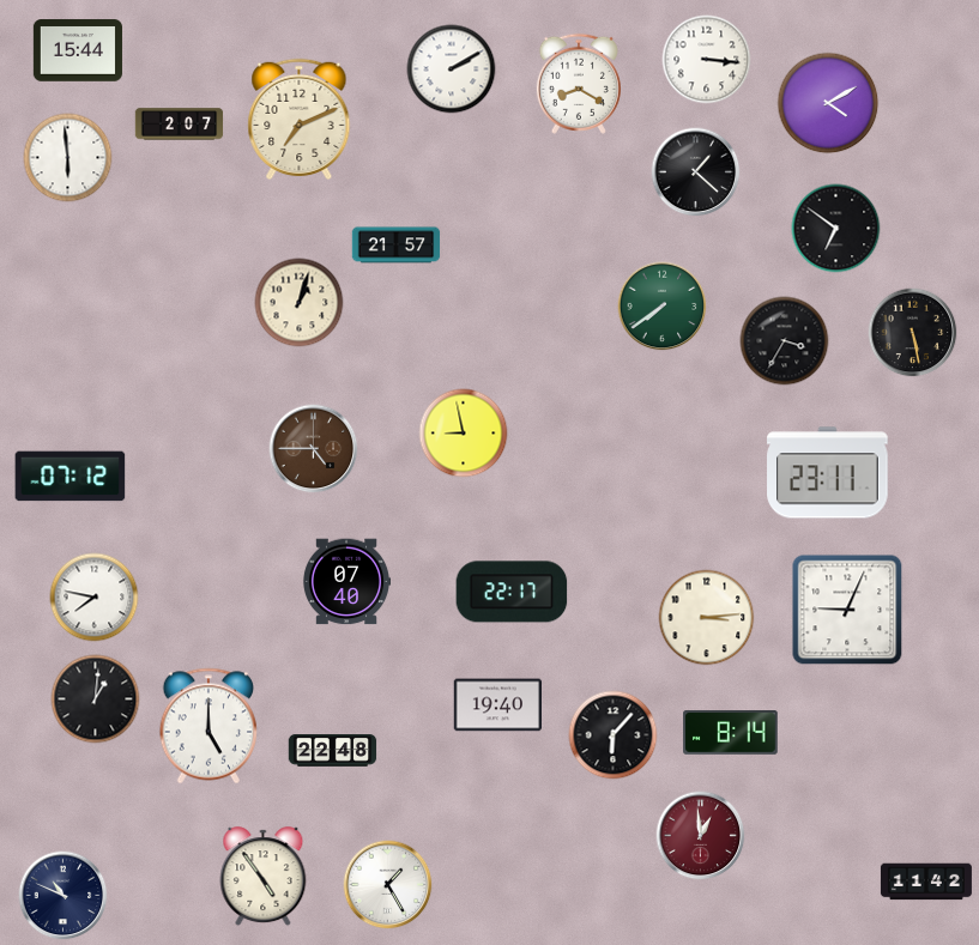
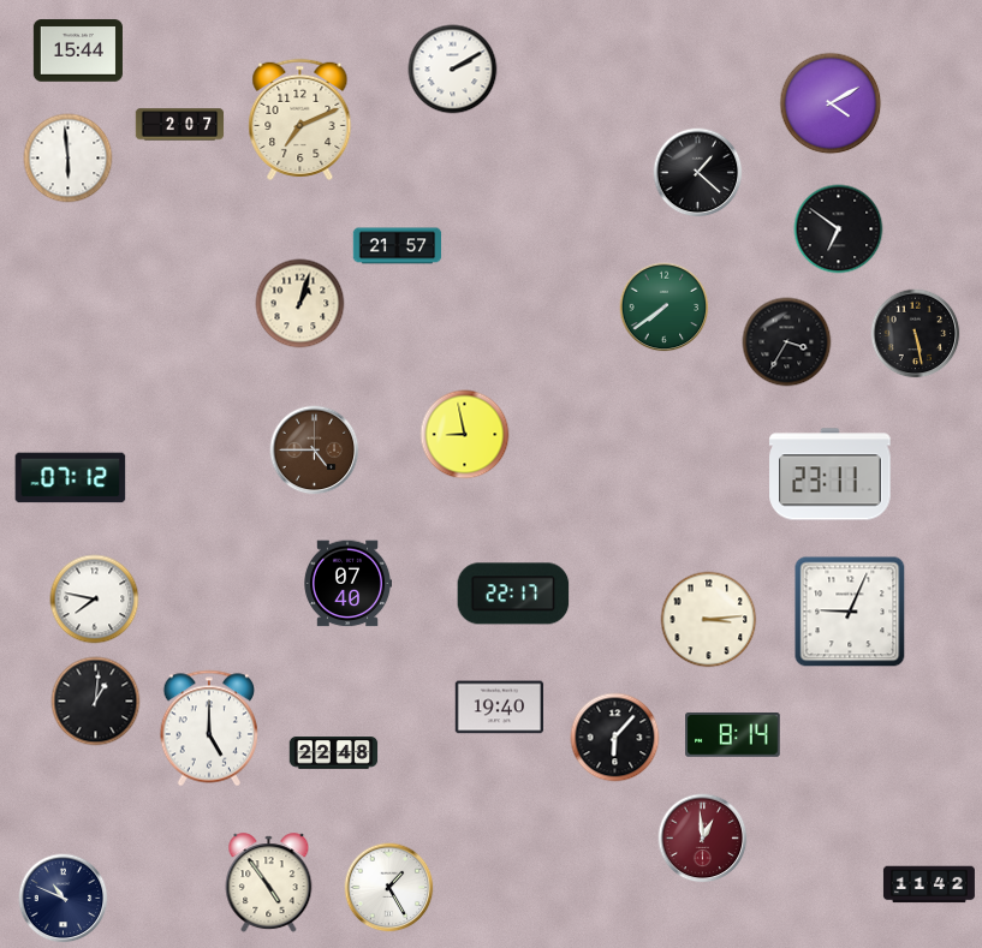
clock at (707, 60): 3:16 -> none
clock at (579, 84): 8:20 -> none
clock at (264, 877) position: (264, 877) -> (269, 883)
